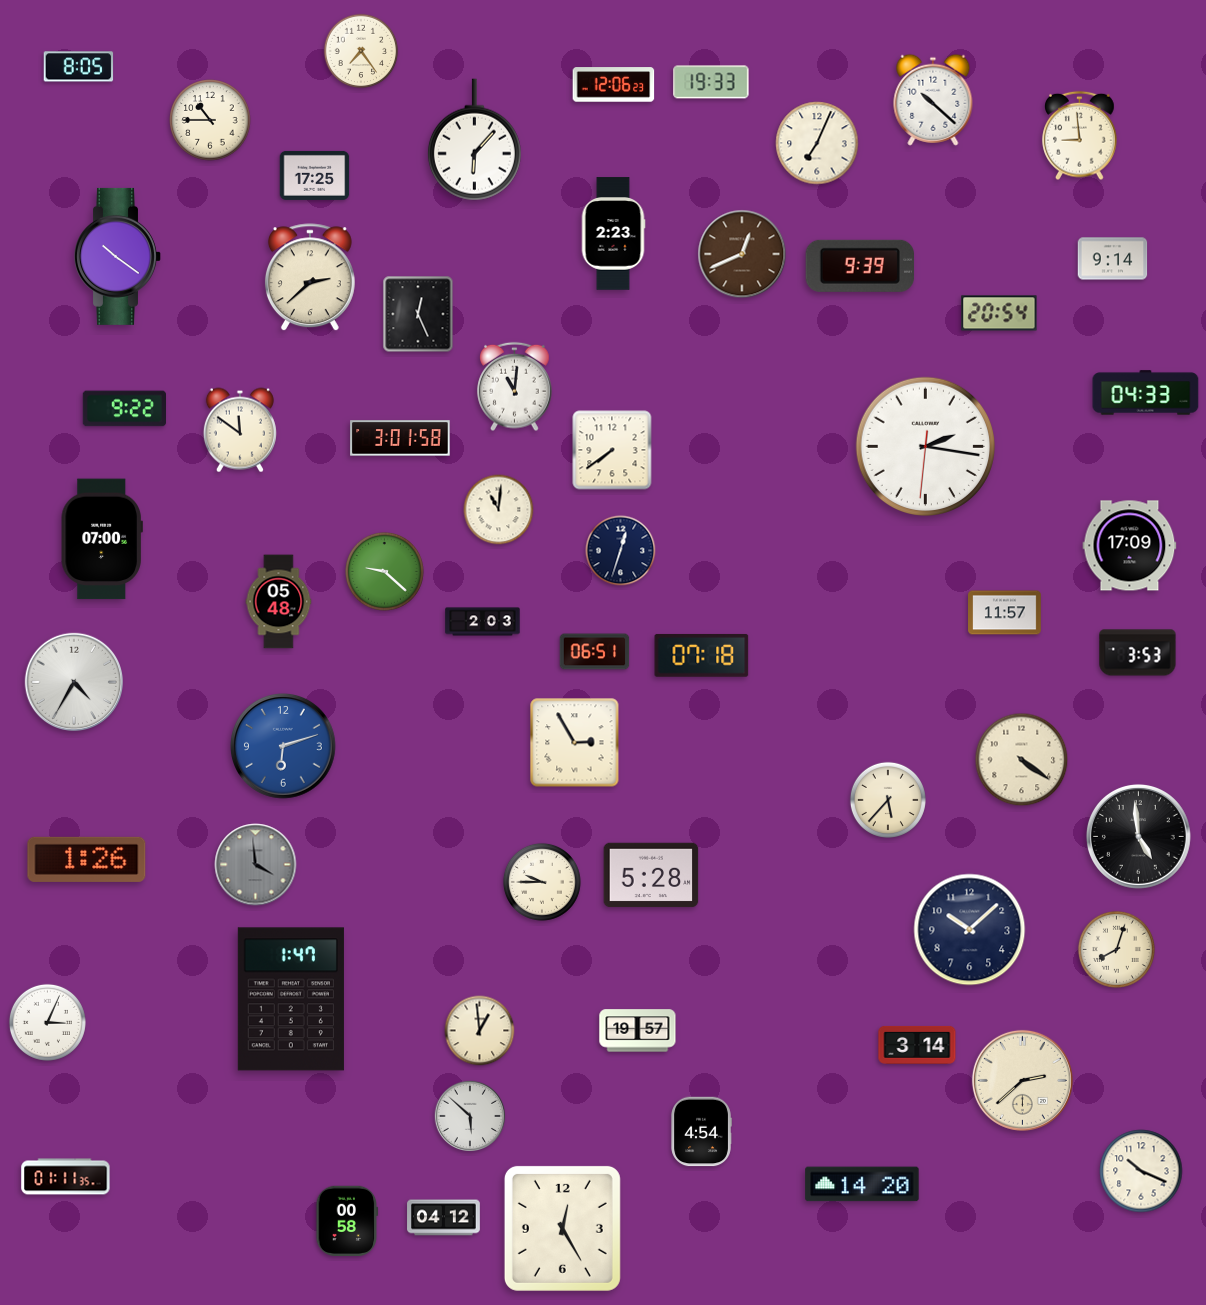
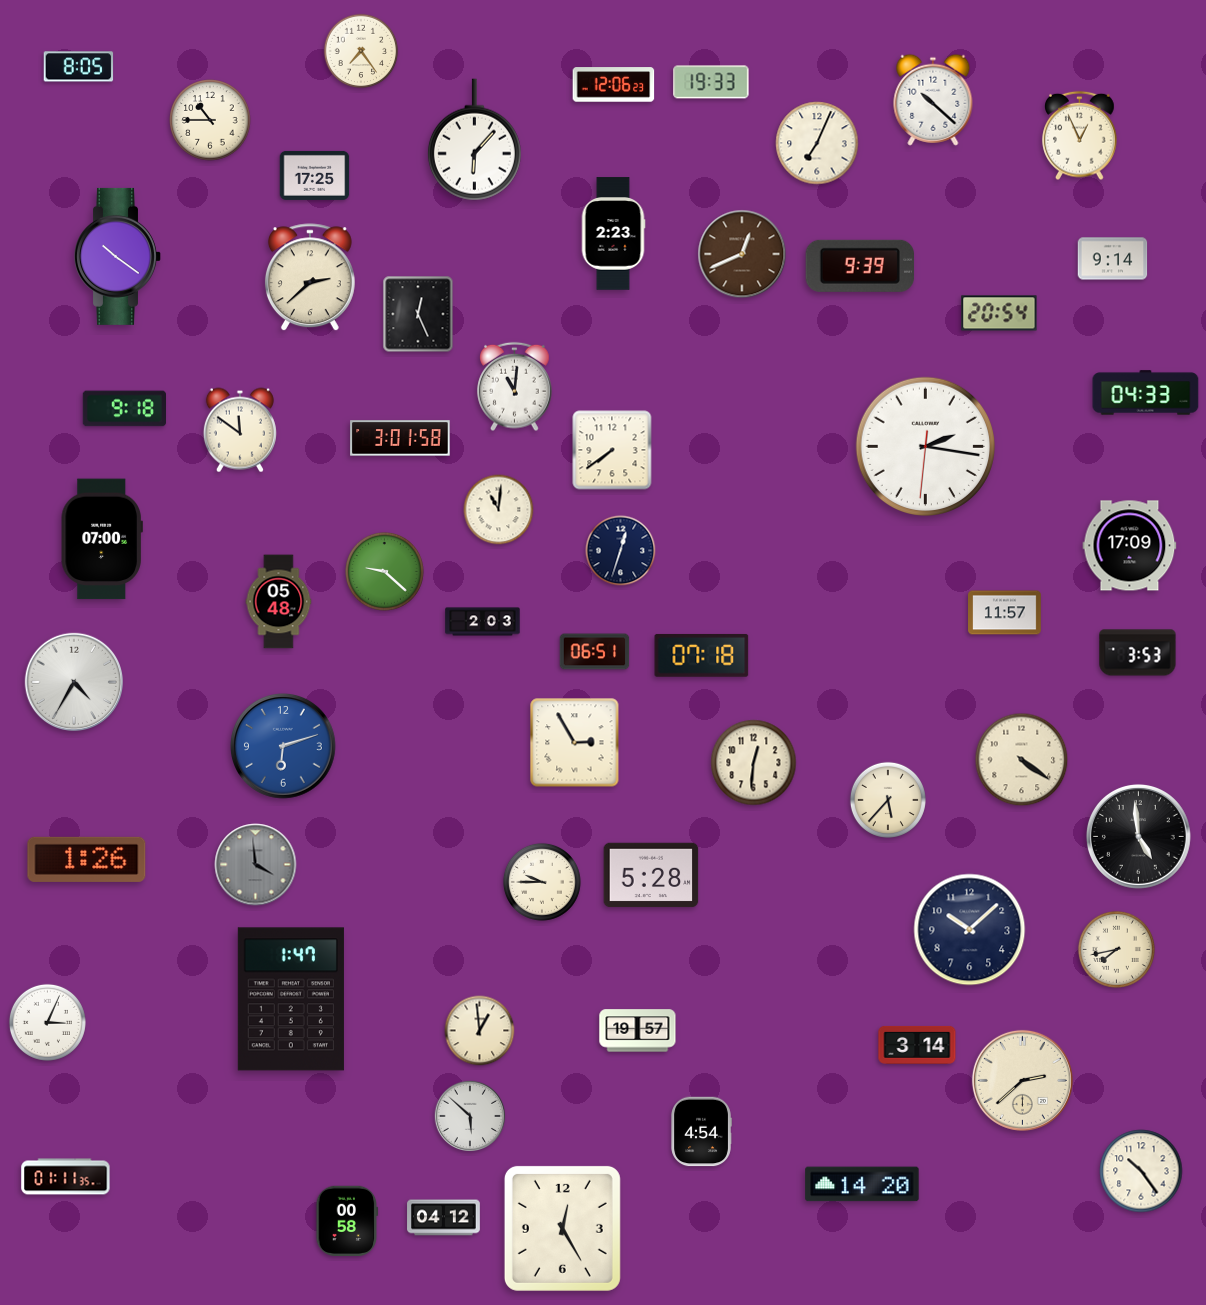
clock at (1080, 136): 8:59 -> 12:56
clock at (124, 409): 9:22 -> 9:18
clock at (754, 763): none -> 12:31
clock at (1116, 949): 8:03 -> 7:43
clock at (1141, 1171): 10:19 -> 10:24
